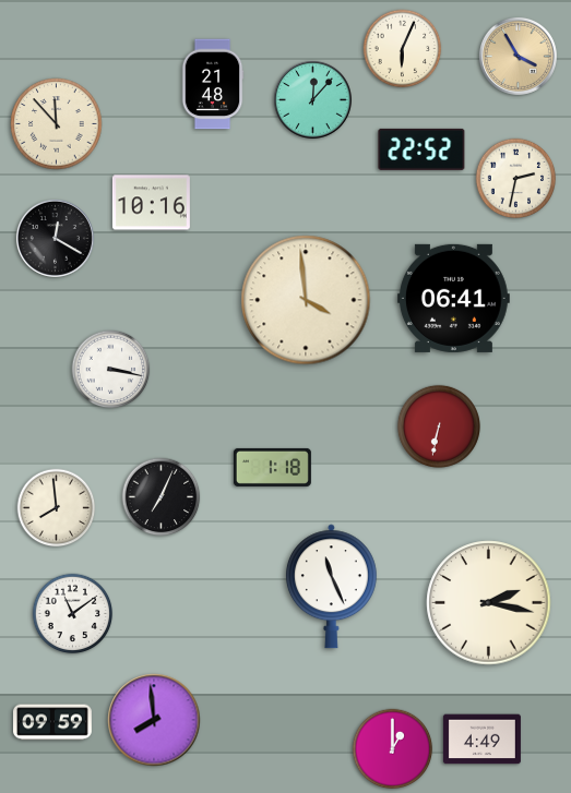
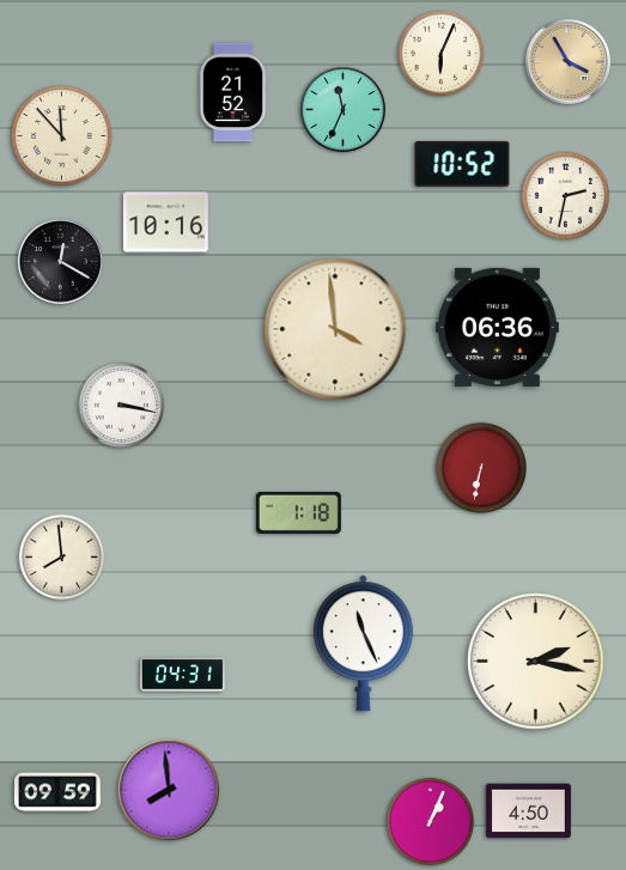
clock at (213, 84): 21:48 -> 21:52
clock at (312, 99): 12:07 -> 11:34
clock at (421, 149): 22:52 -> 10:52
clock at (453, 298): 06:41 -> 06:36
clock at (162, 497): 7:04 -> none
clock at (73, 614): 11:09 -> none
clock at (182, 675): none -> 04:31
clock at (481, 740): 4:49 -> 4:50
clock at (393, 749): 1:00 -> 1:04
